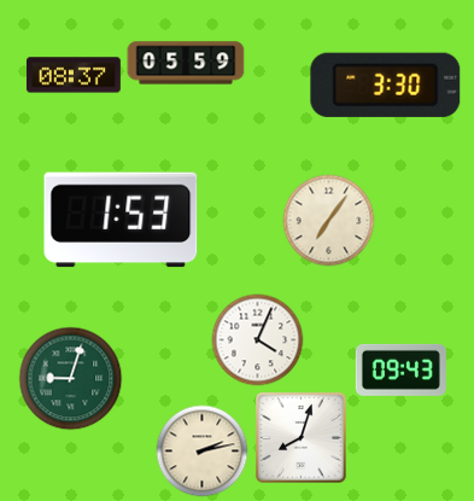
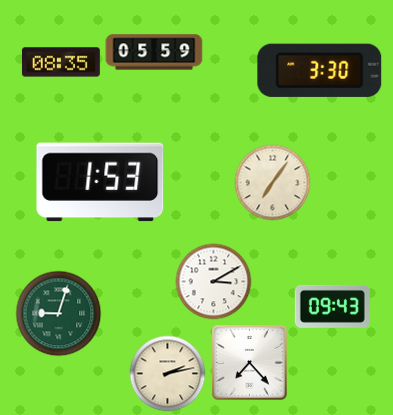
clock at (74, 75): 08:37 -> 08:35
clock at (258, 340): 4:04 -> 3:10
clock at (302, 438): 8:03 -> 7:23
